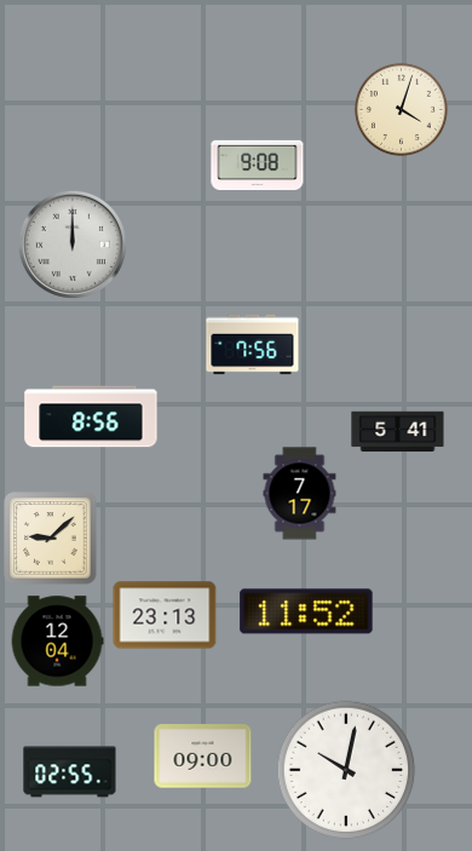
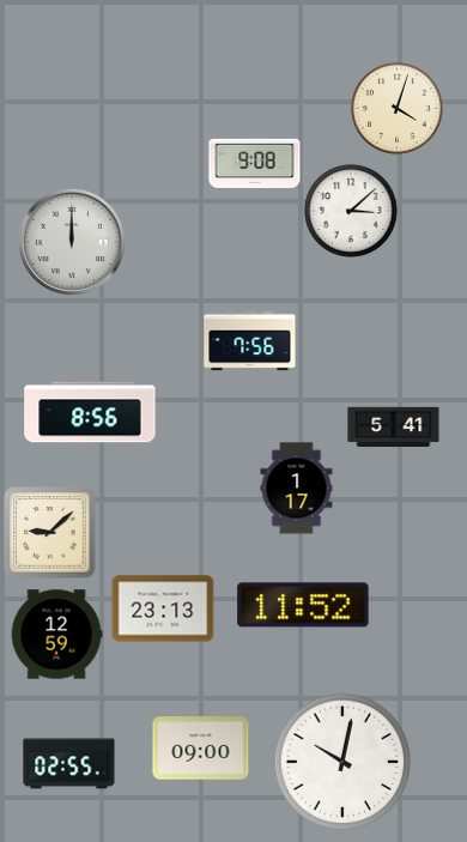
clock at (351, 211): none -> 3:08
clock at (300, 494): 7:17 -> 1:17
clock at (57, 642): 12:04 -> 12:59
